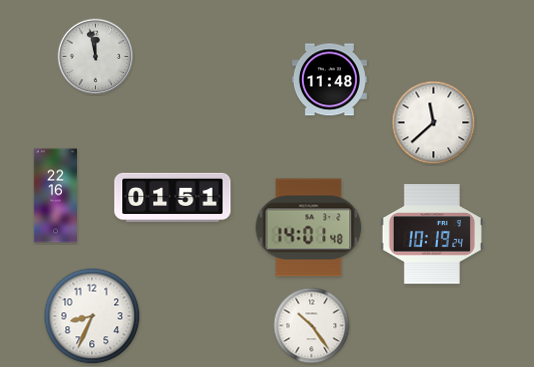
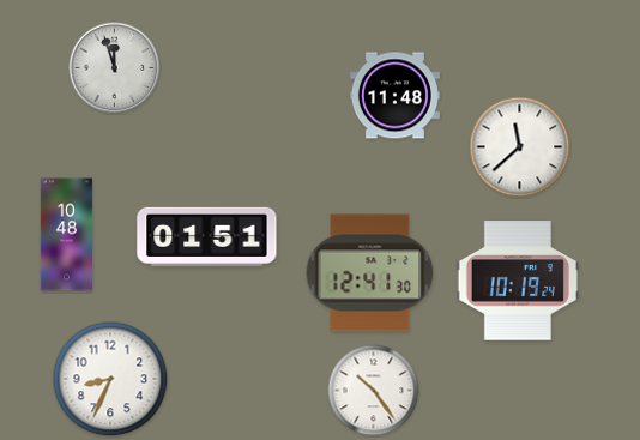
clock at (96, 57): 11:58 -> 11:57
clock at (55, 196): 22:16 -> 10:48
clock at (309, 228): 14:01 -> 12:41
